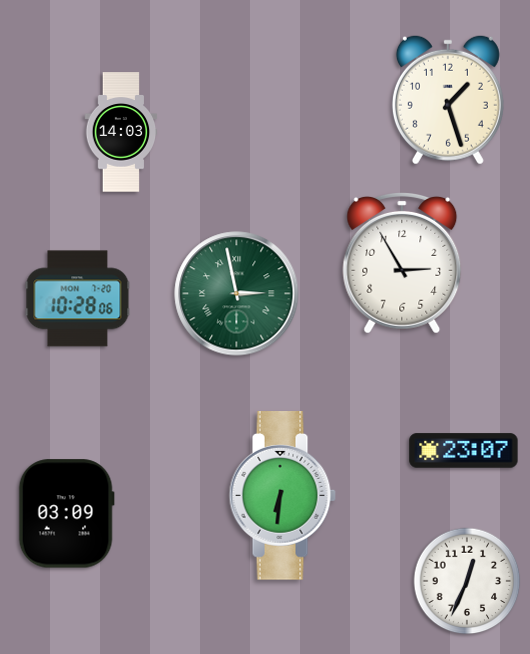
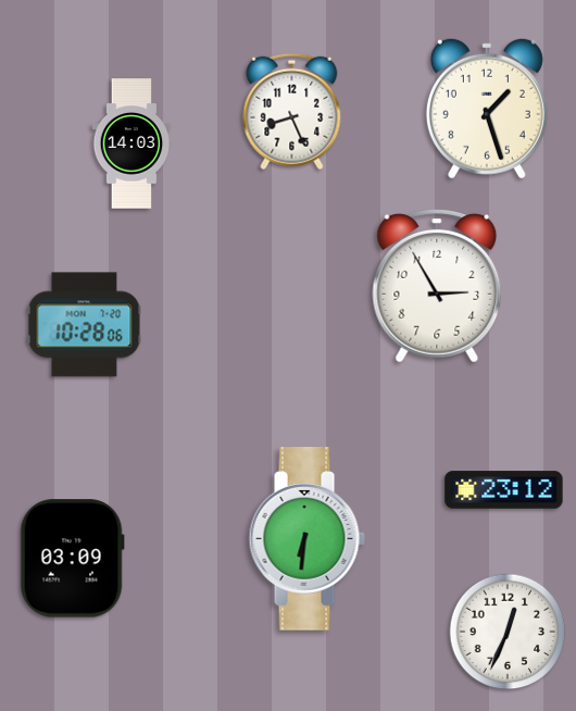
clock at (292, 112): none -> 8:26
clock at (237, 294): 2:58 -> none
clock at (464, 451): 23:07 -> 23:12
